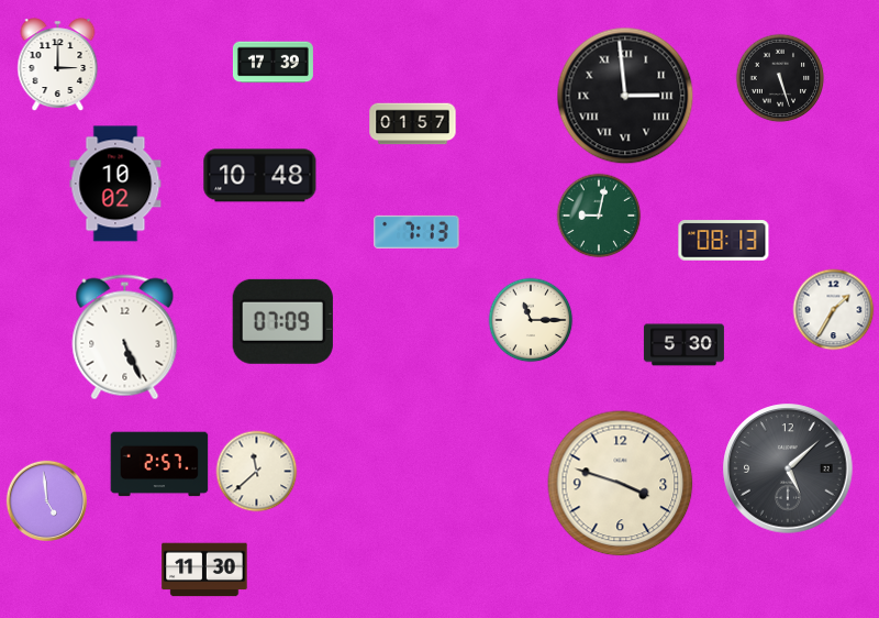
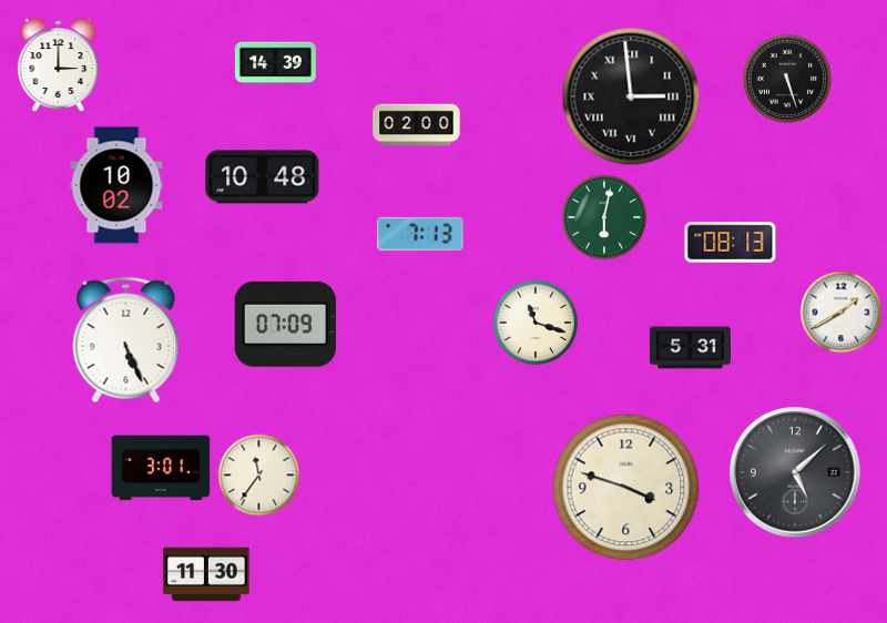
clock at (272, 63): 17:39 -> 14:39
clock at (413, 124): 01:57 -> 02:00
clock at (599, 216): 9:02 -> 6:02
clock at (834, 310): 1:35 -> 1:40
clock at (531, 320): 11:15 -> 11:18
clock at (683, 345): 5:30 -> 5:31
clock at (159, 464): 2:57 -> 3:01
clock at (257, 472): 11:38 -> 11:36
clock at (46, 500): 4:59 -> none
